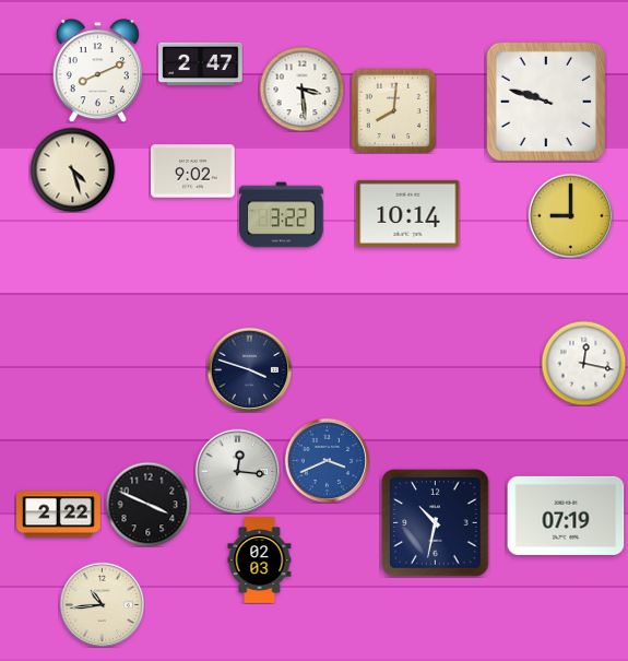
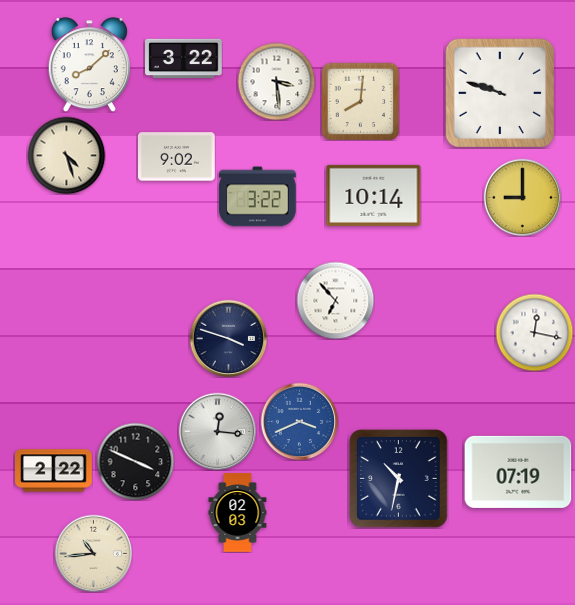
clock at (201, 64): 2:47 -> 3:22
clock at (97, 71): 8:11 -> 8:08
clock at (335, 300): none -> 6:53
